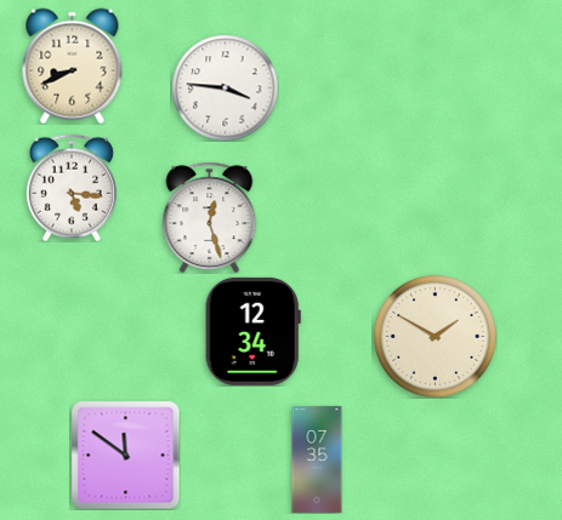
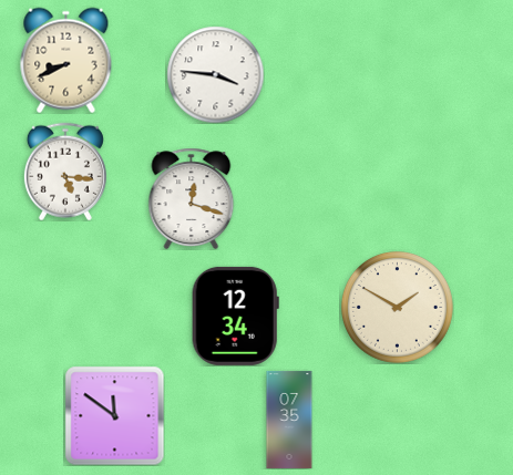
clock at (225, 87) position: (225, 87) -> (215, 74)
clock at (210, 217): 12:27 -> 12:18
clock at (252, 331) position: (252, 331) -> (235, 316)
